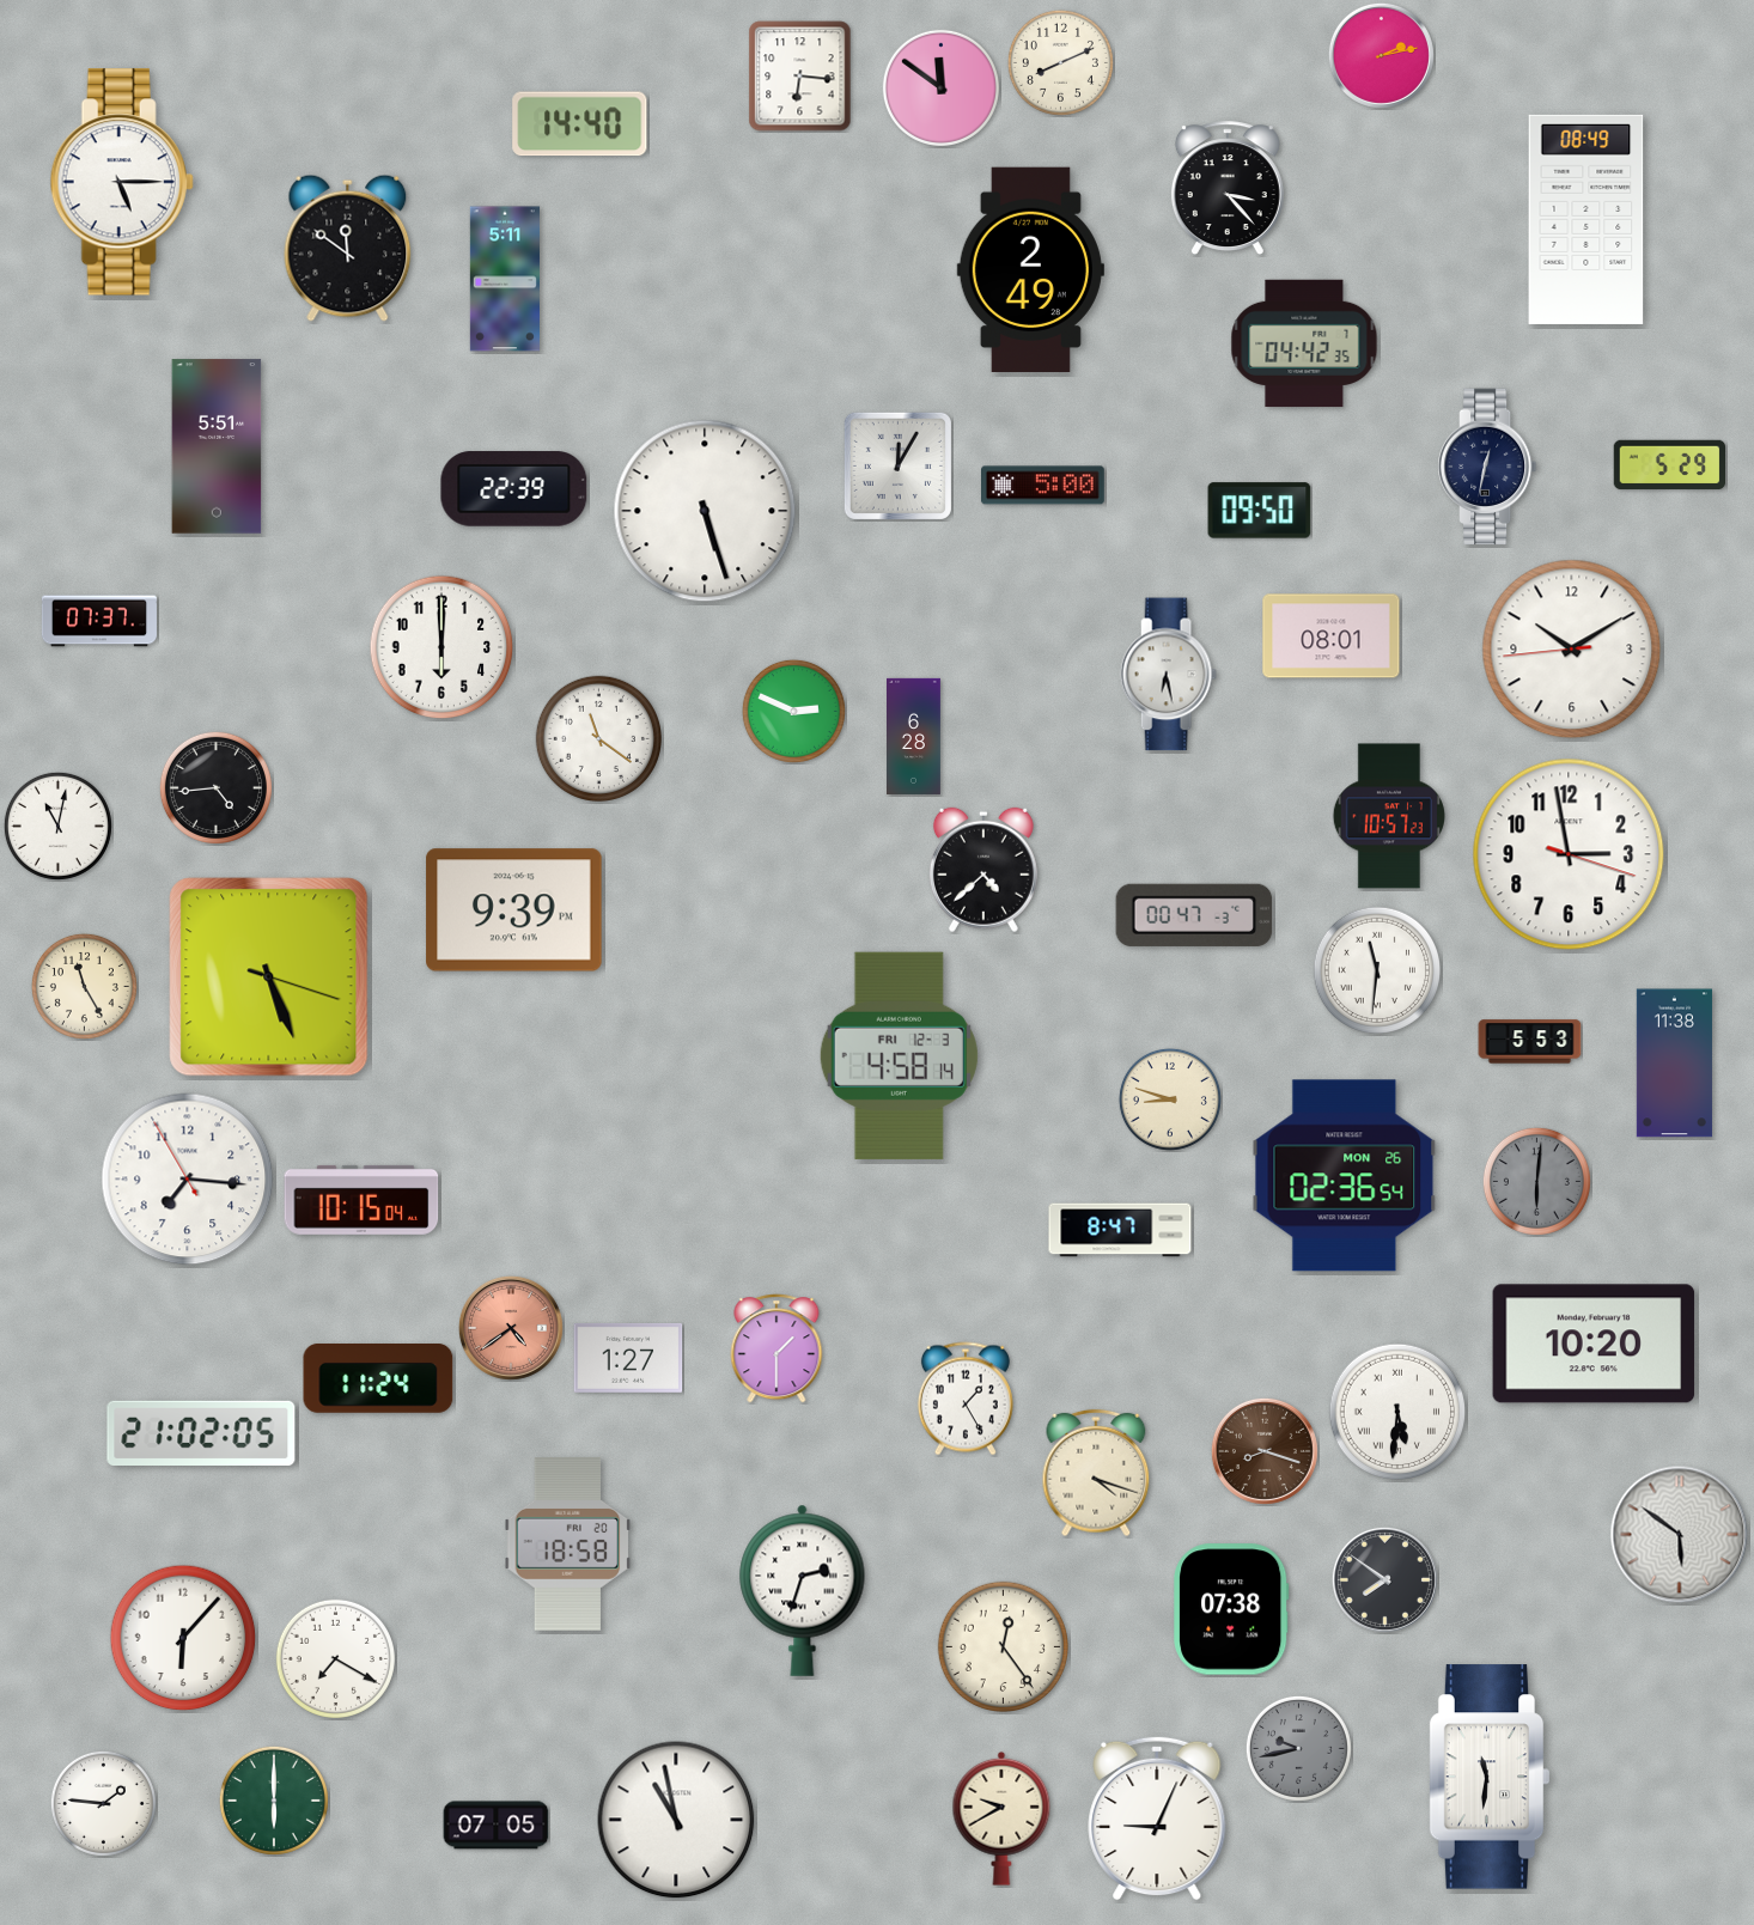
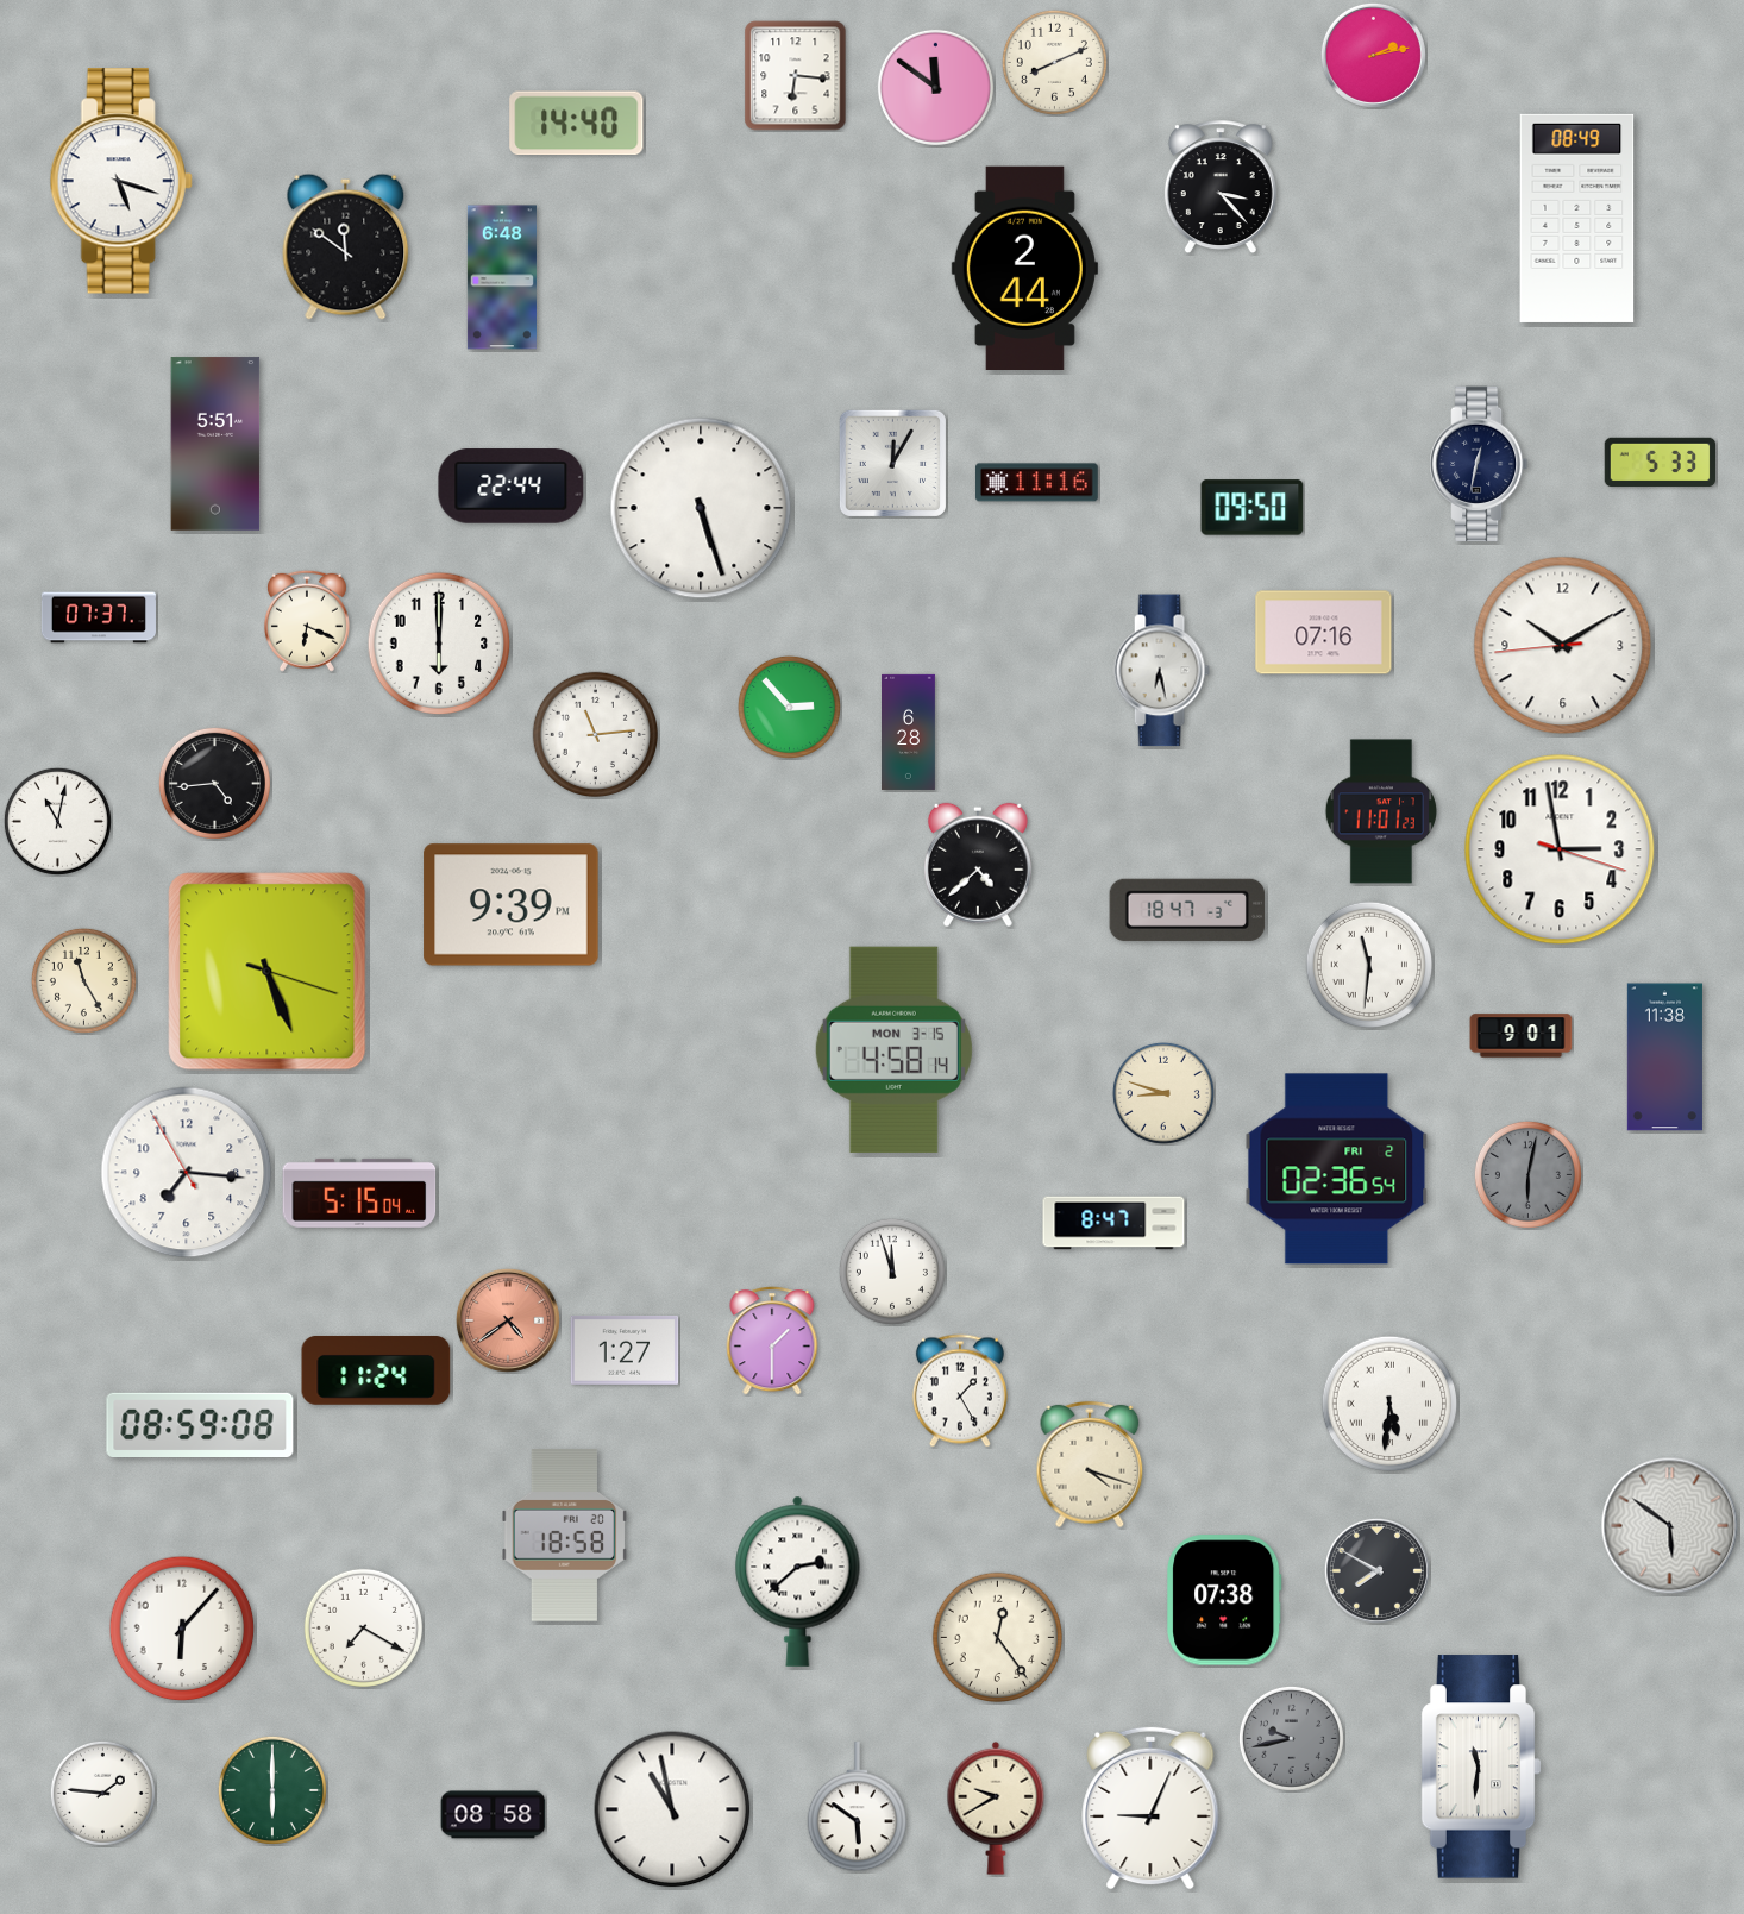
clock at (122, 182): 5:15 -> 5:18
clock at (1030, 269): 2:49 -> 2:44
clock at (505, 279): 5:11 -> 6:48
clock at (1304, 343): 04:42 -> none
clock at (1670, 465): 5:29 -> 5:33
clock at (1043, 486): 5:00 -> 11:16
clock at (514, 489): 22:39 -> 22:44
clock at (307, 621): none -> 6:19
clock at (1332, 636): 08:01 -> 07:16
clock at (793, 711): 2:49 -> 2:53
clock at (598, 738): 11:21 -> 11:14
clock at (1388, 816): 10:57 -> 11:01
clock at (1194, 915): 00:47 -> 18:47
clock at (1530, 1042): 5:53 -> 9:01
clock at (899, 1055) date: FRI 12-3 -> MON 3-15
clock at (1345, 1176) date: MON 26 -> FRI 2
clock at (1536, 1181): 6:01 -> 6:02
clock at (361, 1200): 10:15 -> 5:15
clock at (892, 1272): none -> 11:57
clock at (1594, 1344): 10:20 -> none
clock at (201, 1432): 21:02 -> 08:59
clock at (1265, 1451): 8:18 -> none
clock at (1384, 1579): 7:51 -> 7:50
clock at (803, 1590): 2:33 -> 2:38
clock at (335, 1658) position: (335, 1658) -> (363, 1627)
clock at (857, 1807): none -> 5:51
clock at (497, 1826): 07:05 -> 08:58
